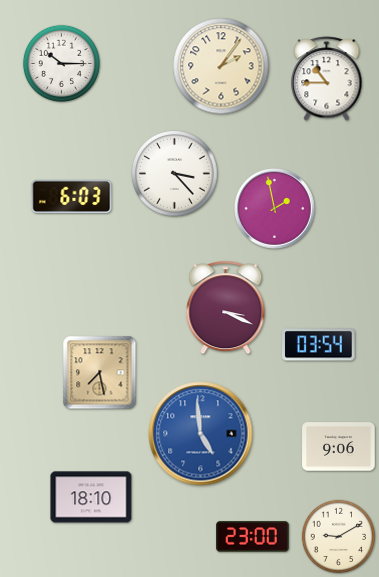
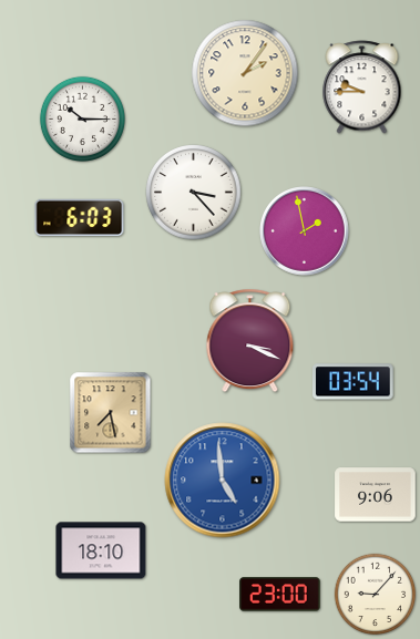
clock at (61, 63) position: (61, 63) -> (82, 118)
clock at (327, 79): 10:45 -> 9:45
clock at (339, 537): 9:10 -> 9:07
